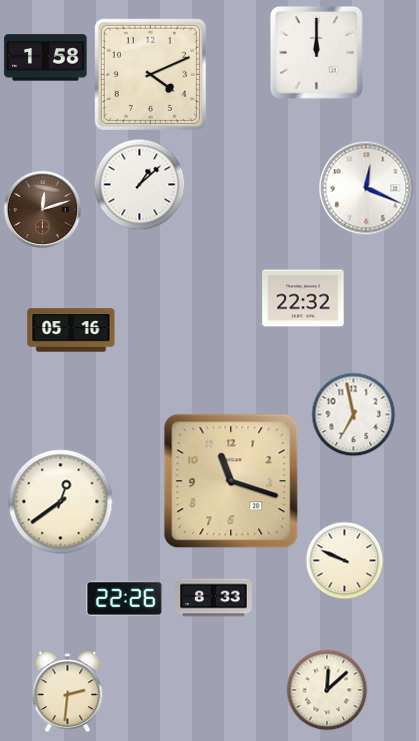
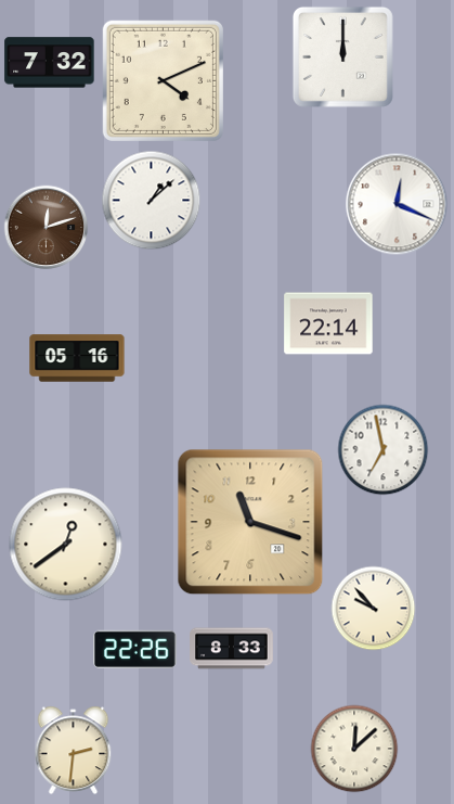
clock at (46, 58): 1:58 -> 7:32
clock at (303, 298): 22:32 -> 22:14
clock at (344, 560): 9:49 -> 9:53
